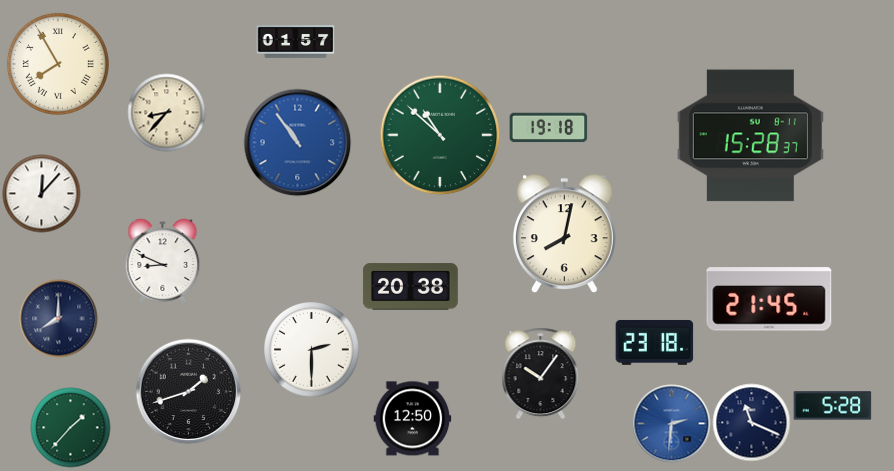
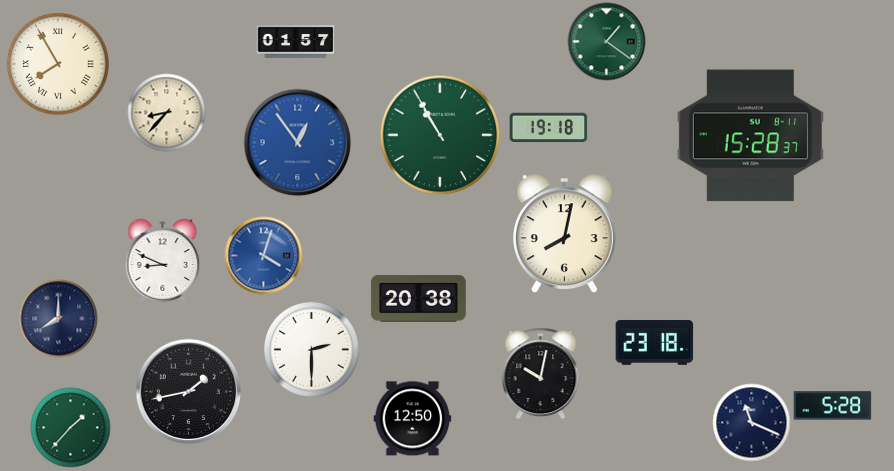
clock at (606, 41): none -> 1:21
clock at (440, 135): 10:52 -> 10:55
clock at (297, 142): 10:54 -> 12:54
clock at (41, 193): 12:07 -> none
clock at (263, 255): none -> 4:03
clock at (410, 287) position: (410, 287) -> (418, 299)
clock at (769, 299): 21:45 -> none
clock at (541, 373): 10:06 -> 10:02
clock at (188, 391): 1:42 -> 1:43
clock at (671, 423): 2:31 -> none
